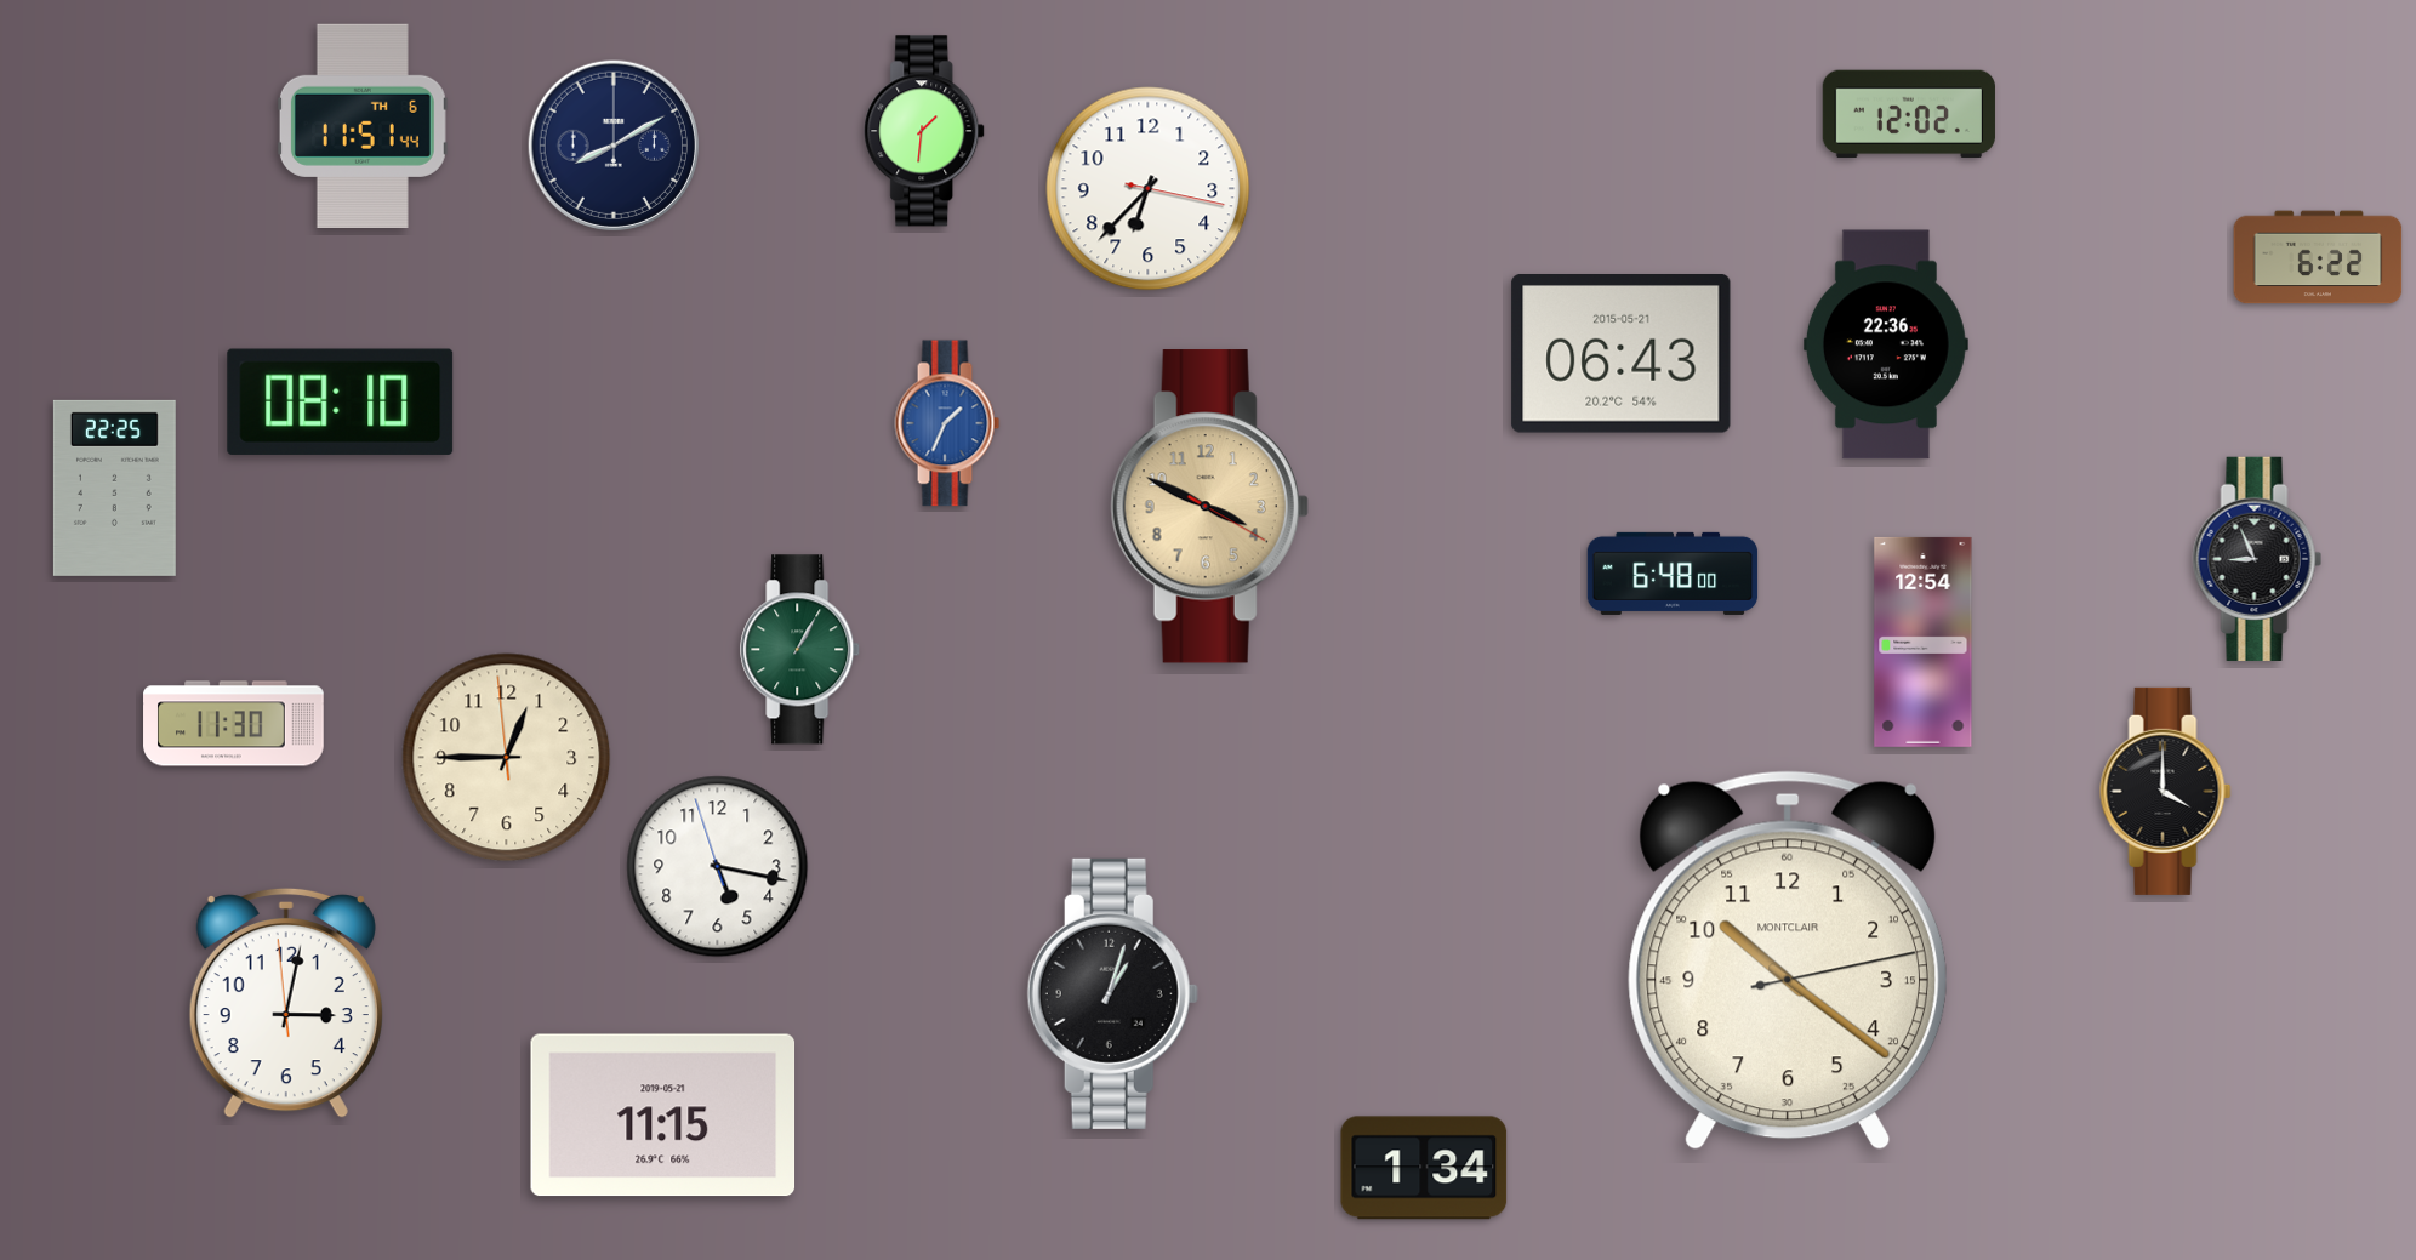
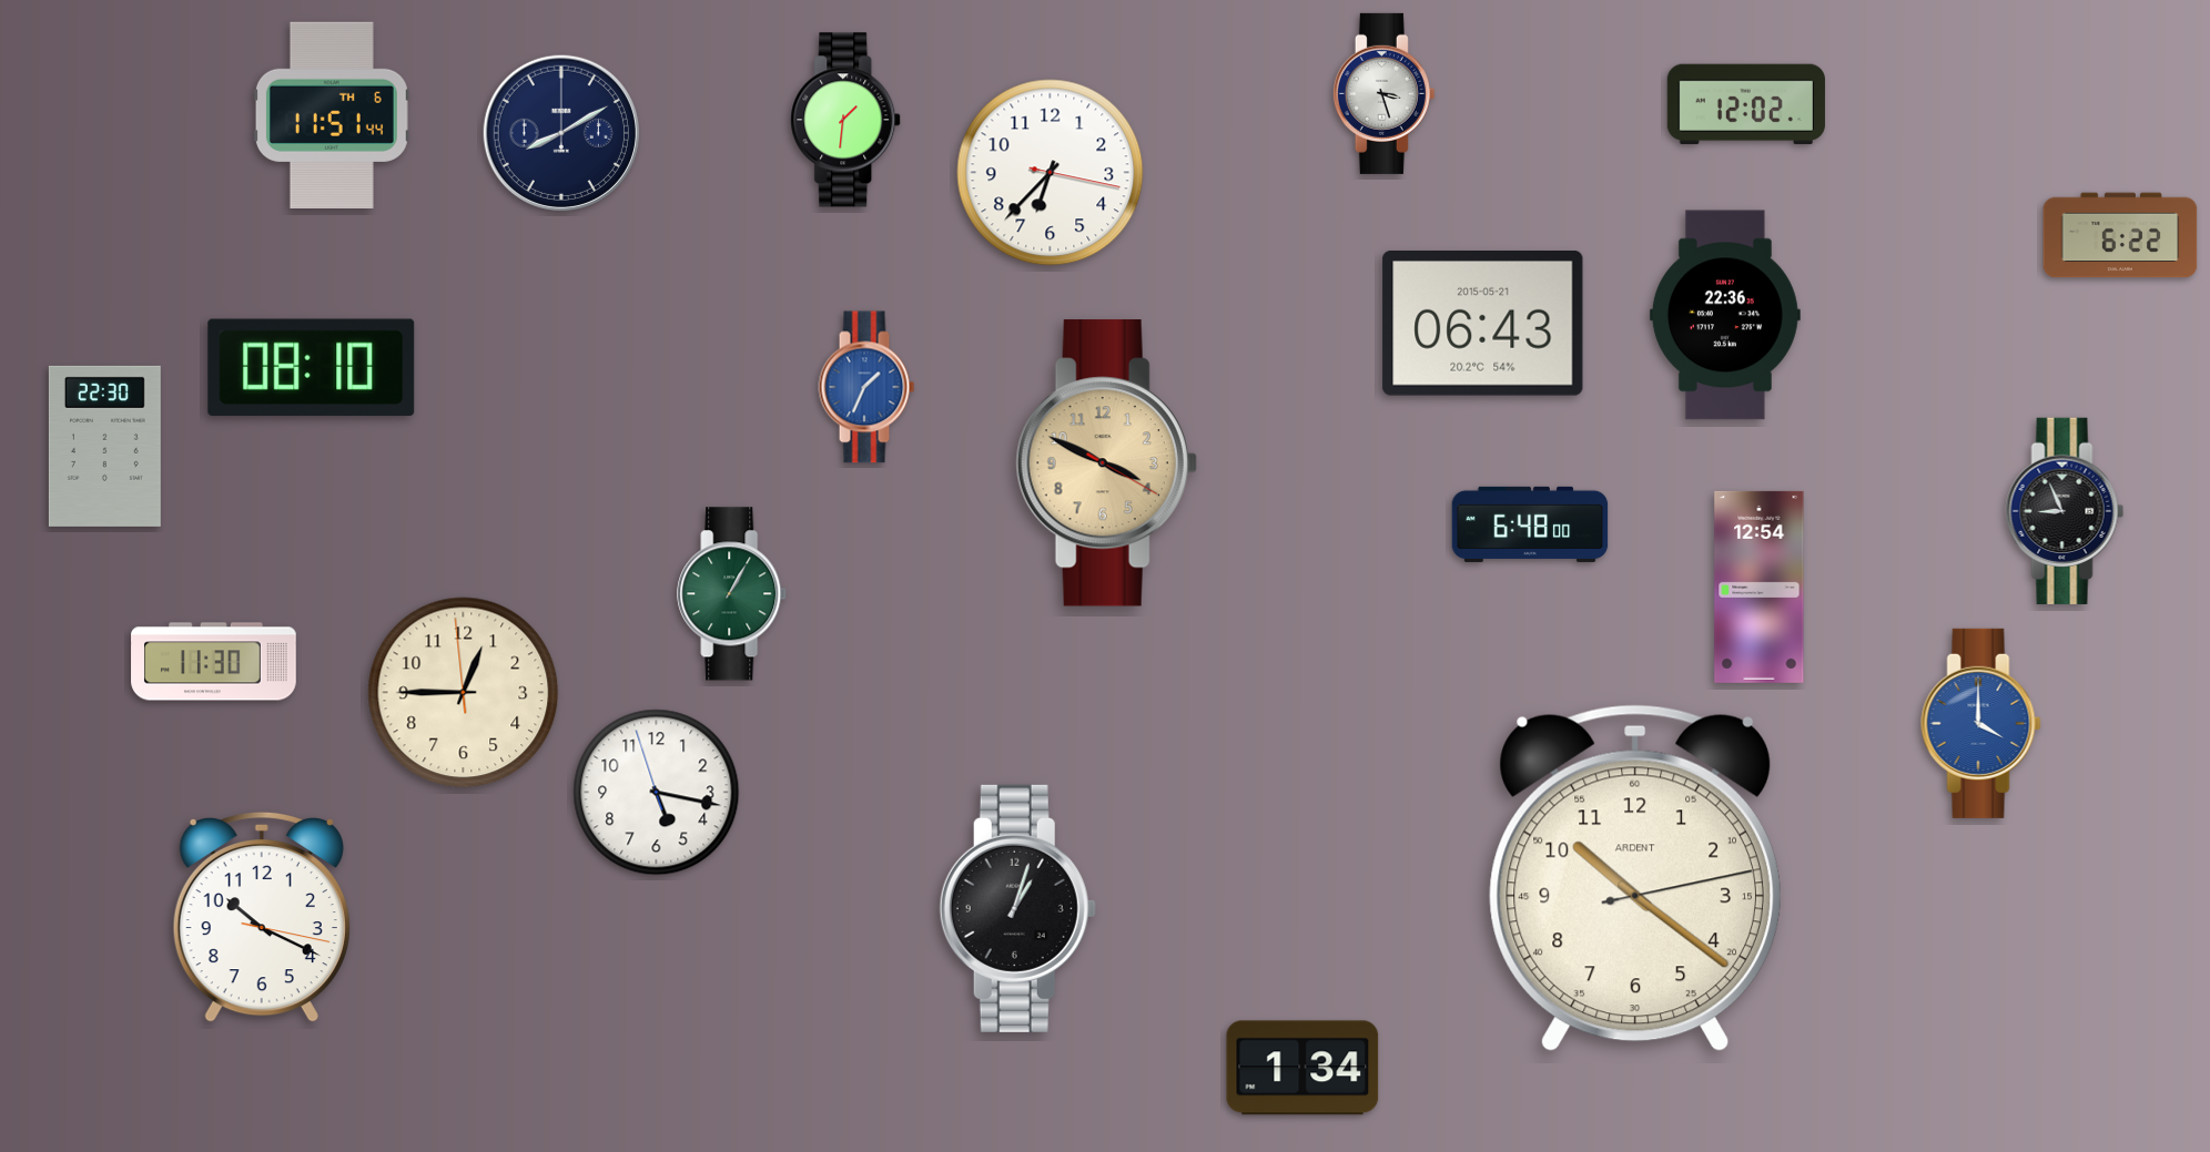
clock at (1383, 93): none -> 3:27
clock at (114, 488): 22:25 -> 22:30
clock at (2166, 791) dial: black -> blue
clock at (1788, 960) brand: MONTCLAIR -> ARDENT
clock at (286, 1003): 3:01 -> 10:19
clock at (663, 1116): 11:15 -> none
